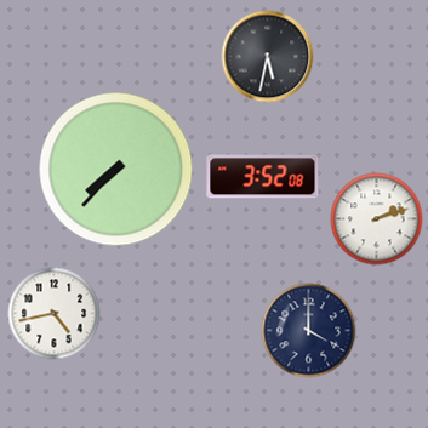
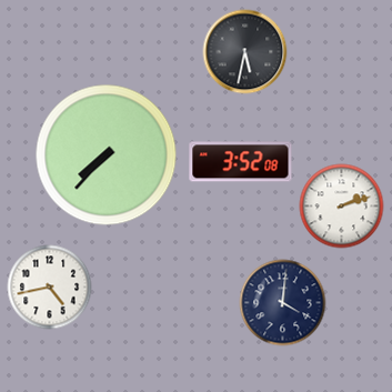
clock at (377, 219) position: (377, 219) -> (342, 207)
clock at (309, 331): 4:00 -> 4:01
